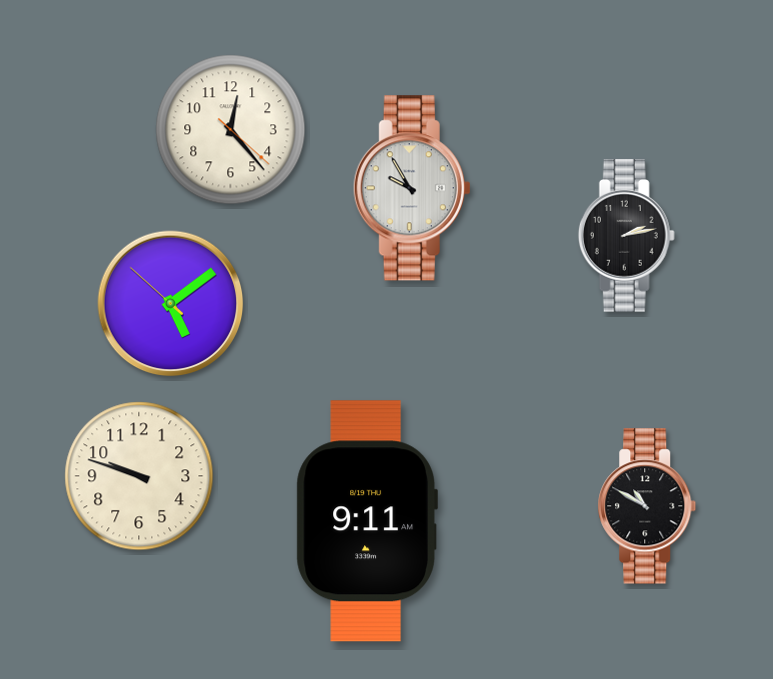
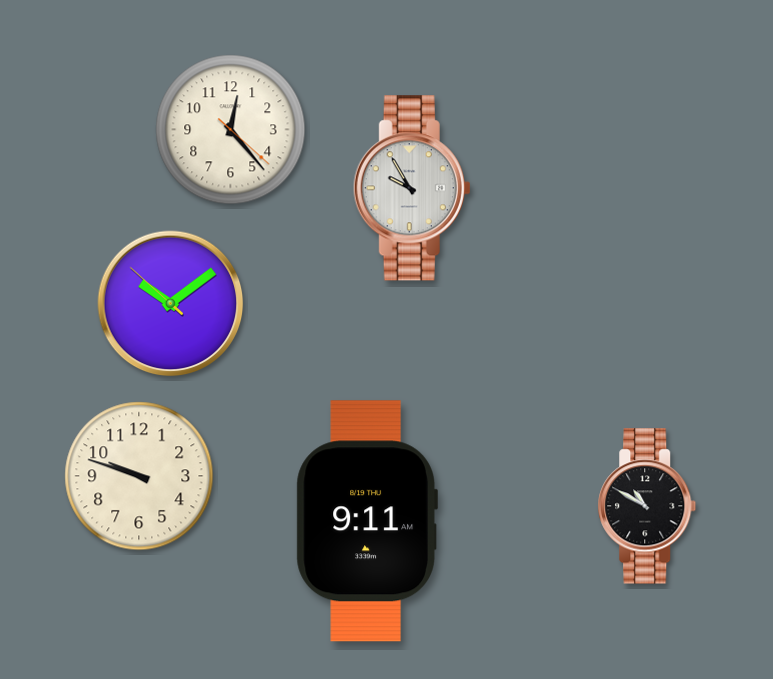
clock at (626, 236): 2:13 -> none
clock at (171, 304): 5:08 -> 10:08
